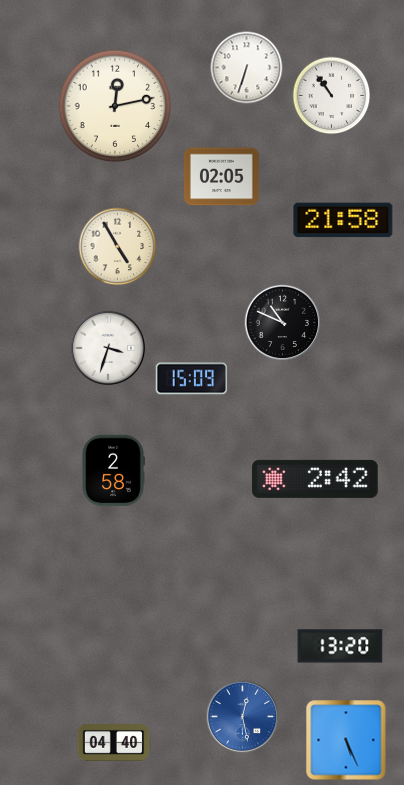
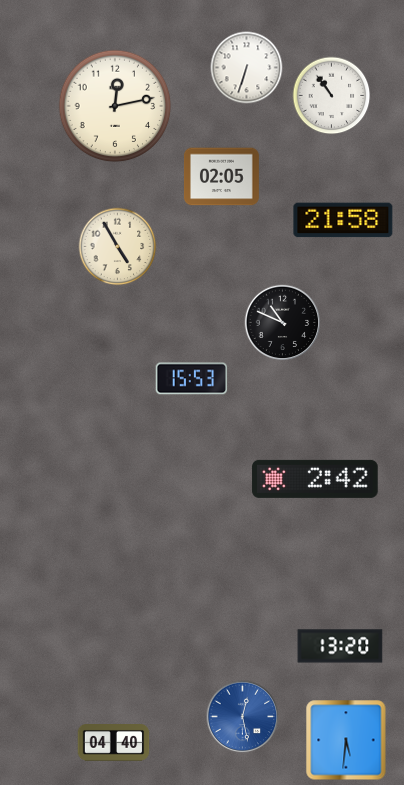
clock at (108, 348): 3:33 -> none
clock at (192, 379): 15:09 -> 15:53
clock at (113, 471): 2:58 -> none
clock at (346, 740): 5:26 -> 5:31
